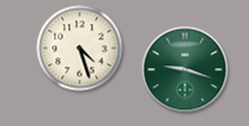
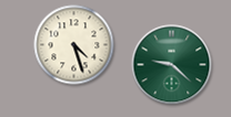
clock at (186, 70): 9:18 -> 9:22
